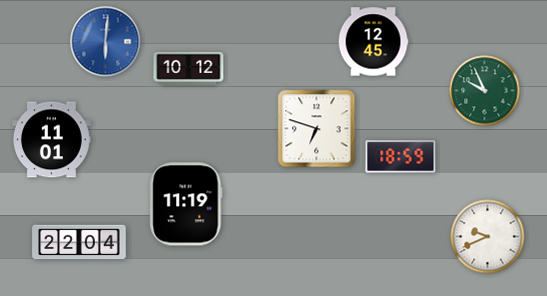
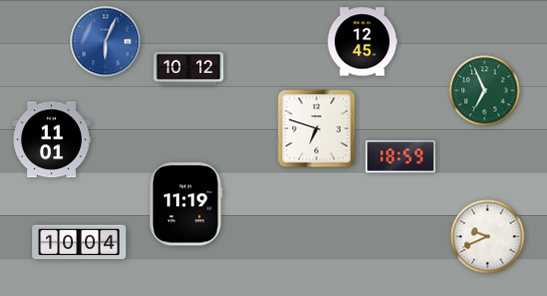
clock at (106, 42): 6:01 -> 6:04
clock at (373, 42) position: (373, 42) -> (362, 42)
clock at (485, 91): 9:56 -> 6:56
clock at (79, 242): 22:04 -> 10:04
